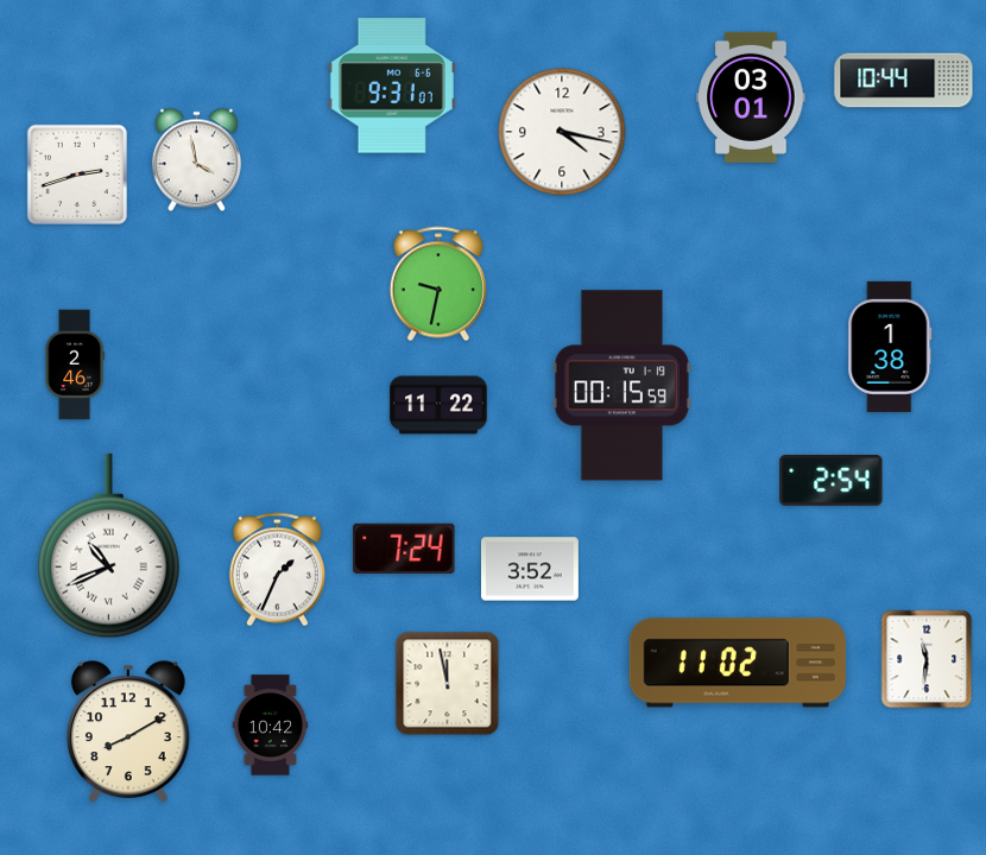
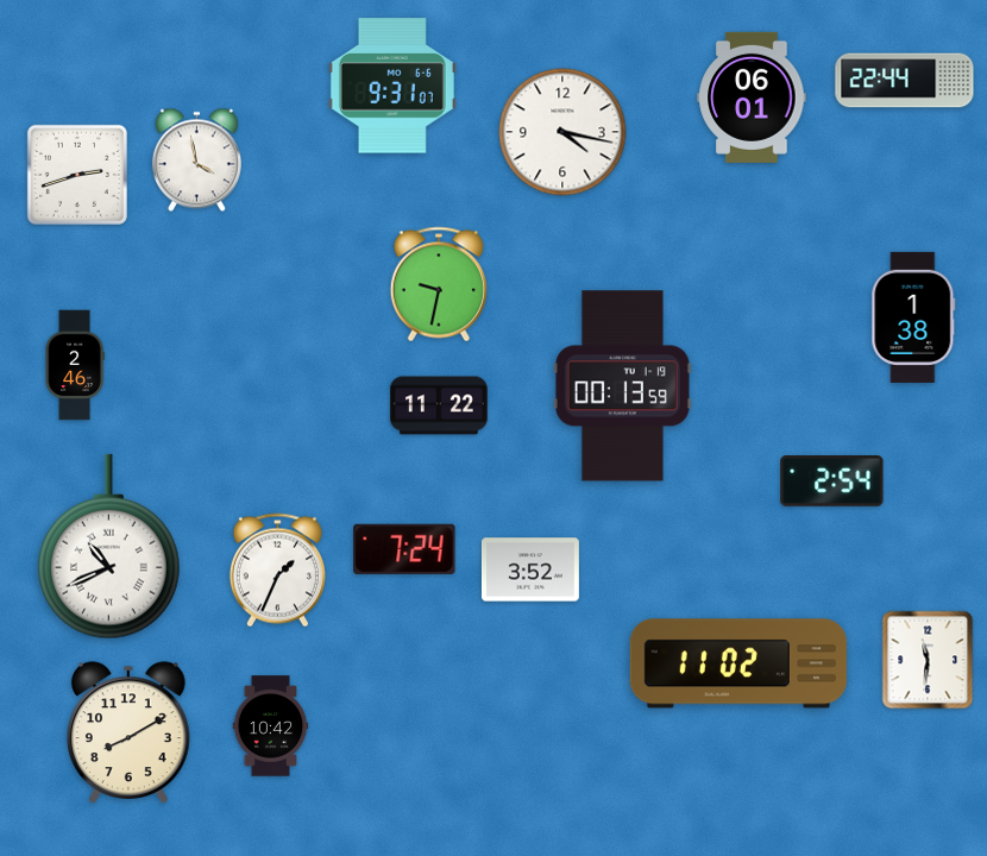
clock at (904, 81): 10:44 -> 22:44
clock at (751, 97): 03:01 -> 06:01
clock at (890, 347) position: (890, 347) -> (913, 317)
clock at (621, 386): 00:15 -> 00:13
clock at (448, 684): 11:58 -> none
